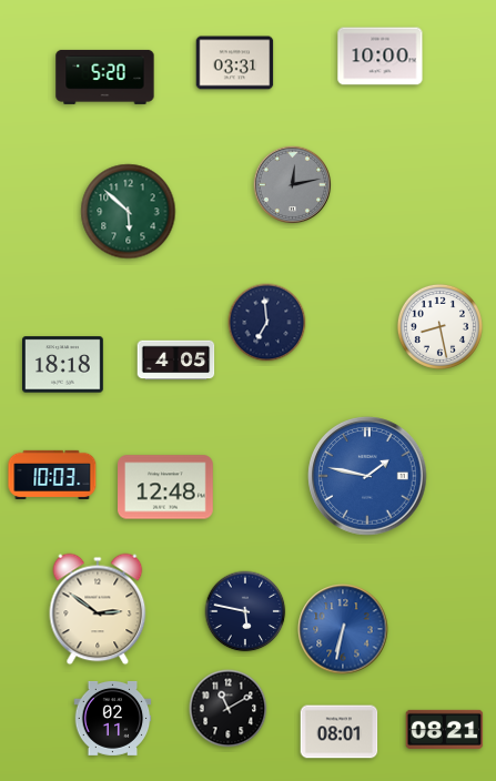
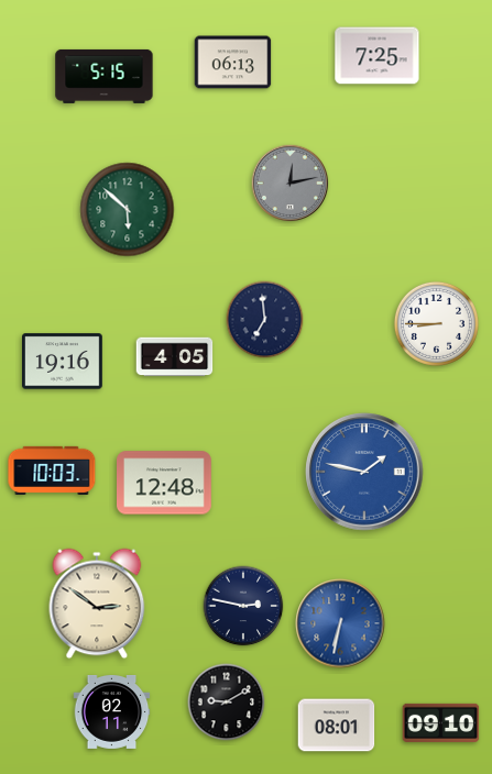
clock at (381, 57): 10:00 -> 7:25
clock at (235, 63): 03:31 -> 06:13
clock at (105, 77): 5:20 -> 5:15
clock at (439, 326): 8:28 -> 8:45
clock at (63, 365): 18:18 -> 19:16
clock at (245, 611): 5:47 -> 2:47
clock at (229, 709): 11:10 -> 9:10
clock at (445, 729): 08:21 -> 09:10
